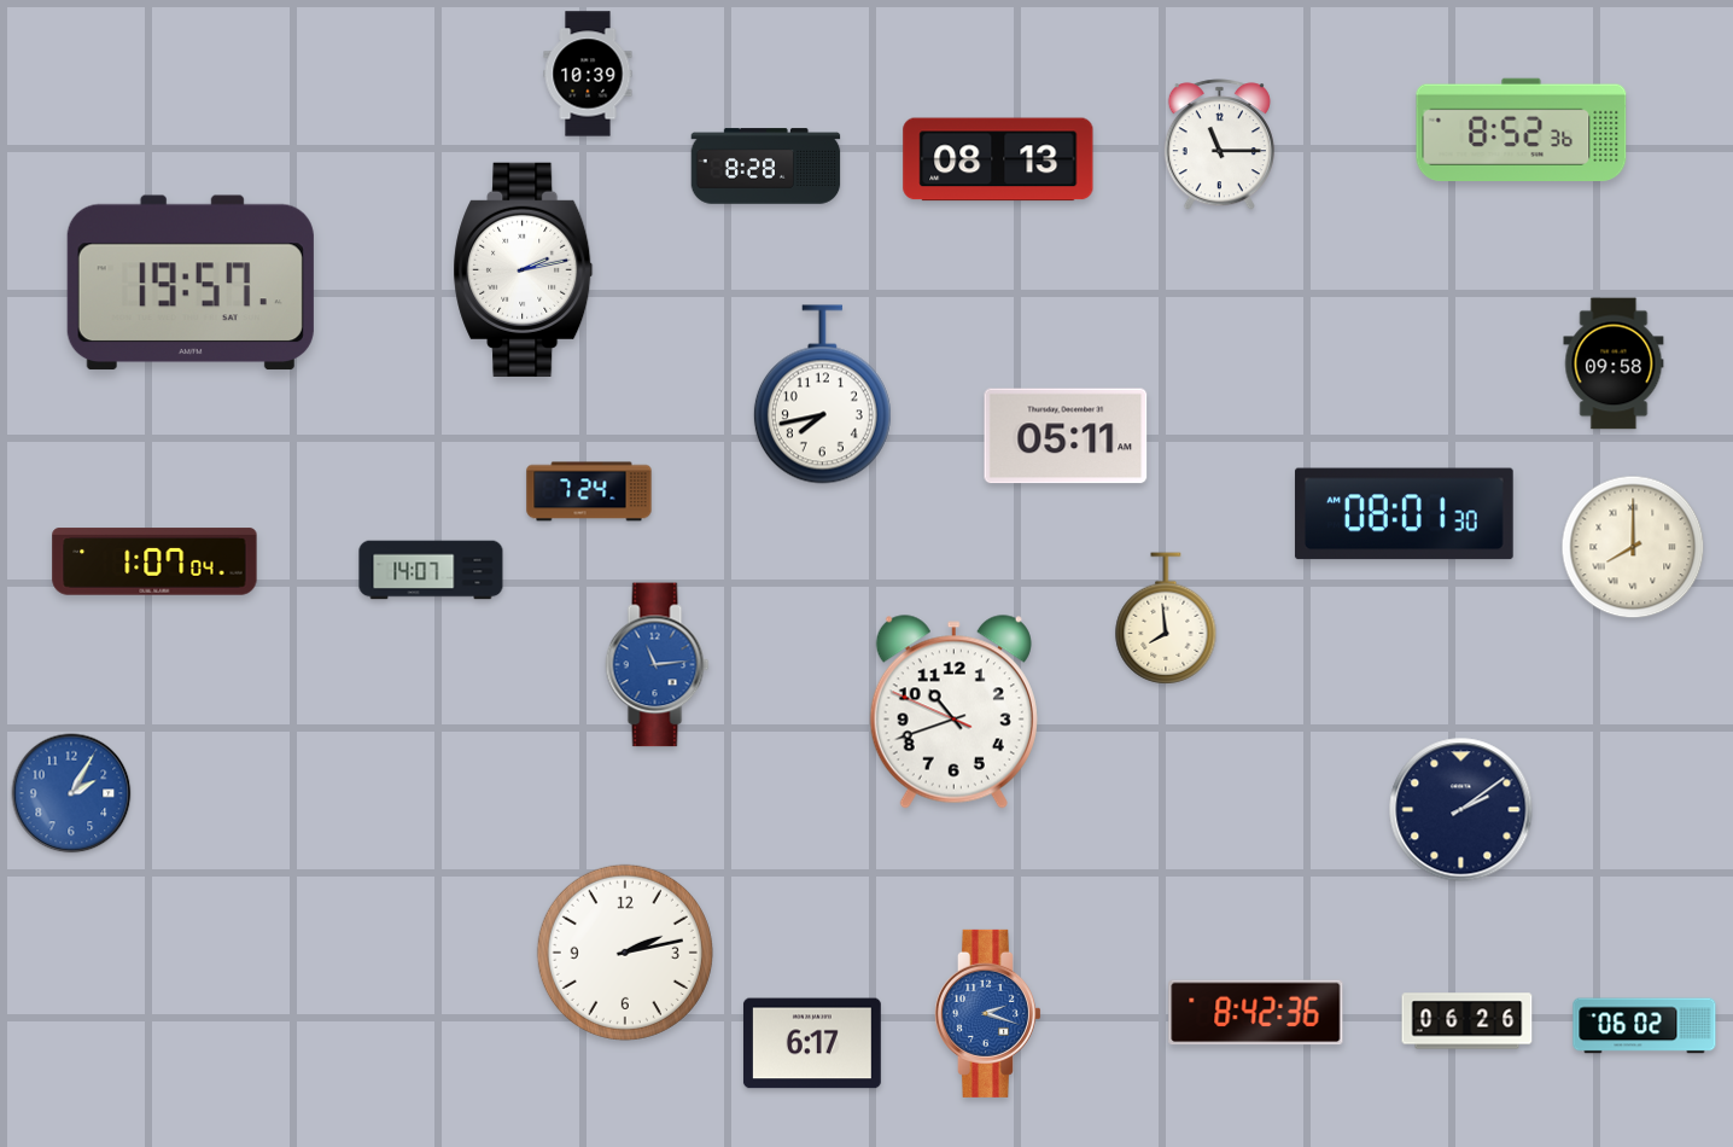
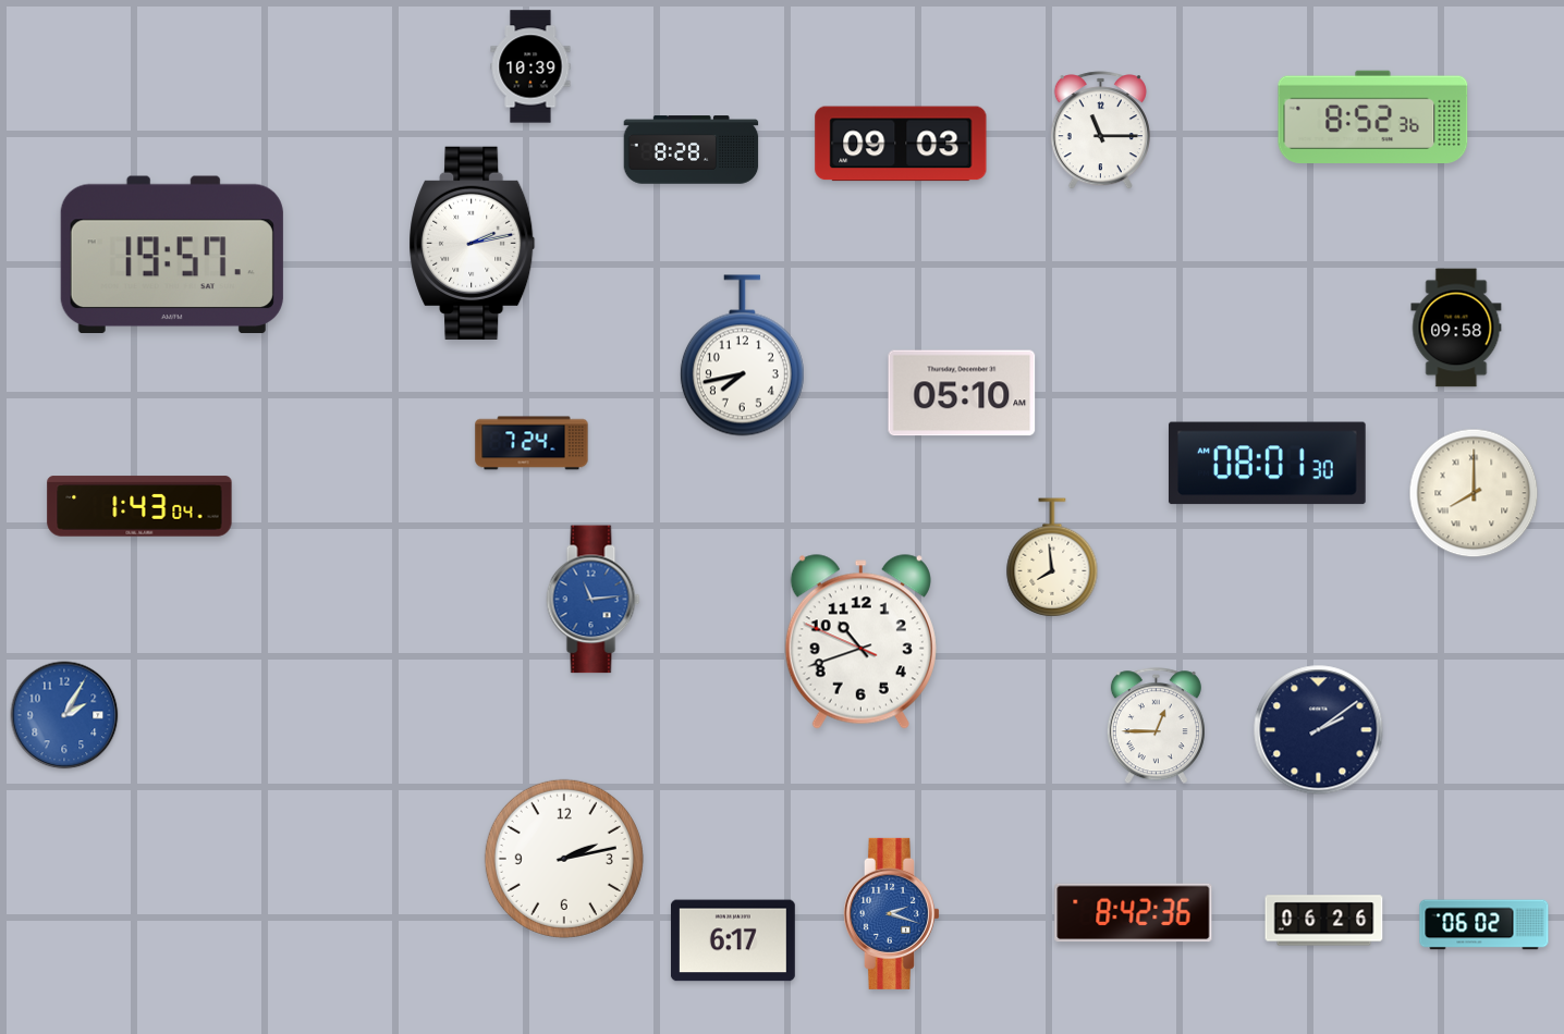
clock at (998, 159): 08:13 -> 09:03
clock at (1066, 436): 05:11 -> 05:10
clock at (154, 561): 1:07 -> 1:43
clock at (431, 570): 14:07 -> none
clock at (1156, 726): none -> 12:45
